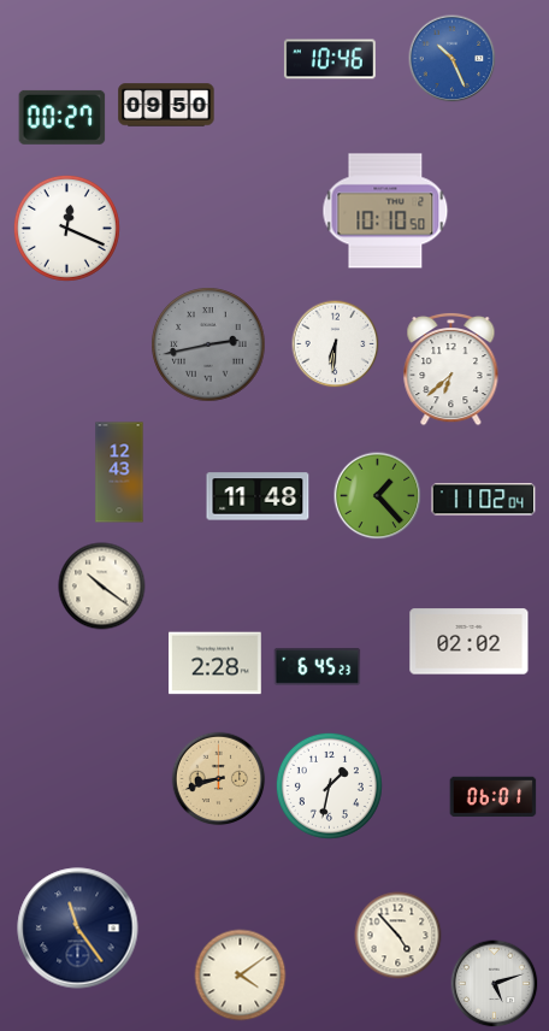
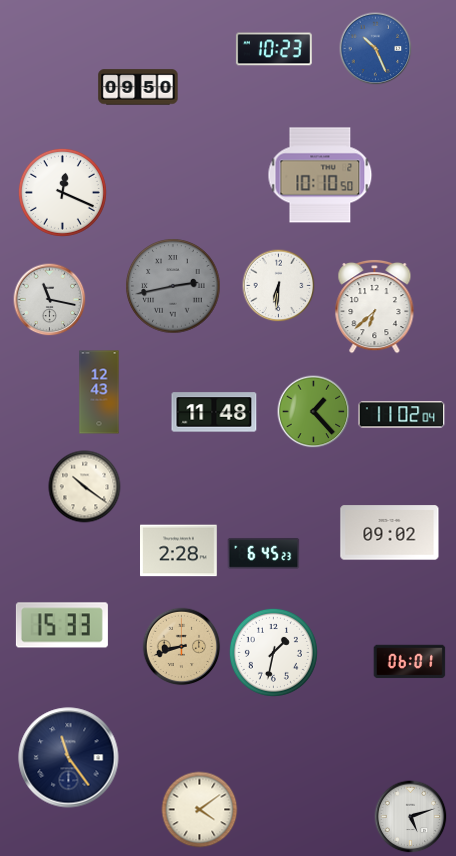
clock at (330, 59): 10:46 -> 10:23
clock at (63, 117): 00:27 -> none
clock at (66, 228) position: (66, 228) -> (62, 192)
clock at (50, 300): none -> 11:17
clock at (470, 642): 02:02 -> 09:02
clock at (62, 625): none -> 15:33
clock at (78, 929) position: (78, 929) -> (69, 758)
clock at (399, 936): 4:53 -> none
